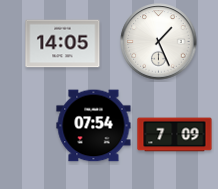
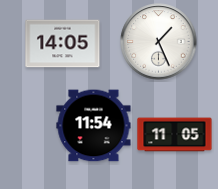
clock at (94, 126): 07:54 -> 11:54
clock at (175, 135): 7:09 -> 11:05
